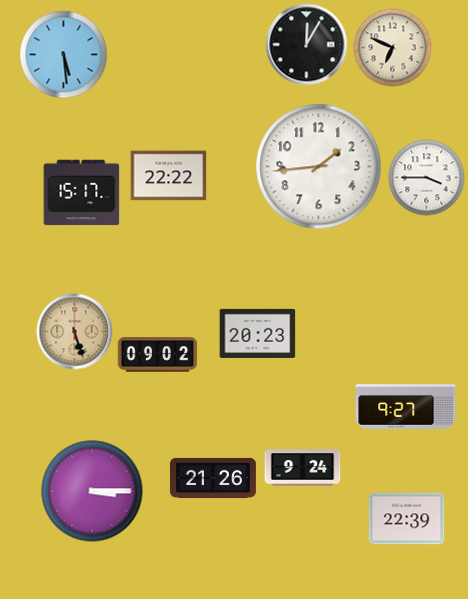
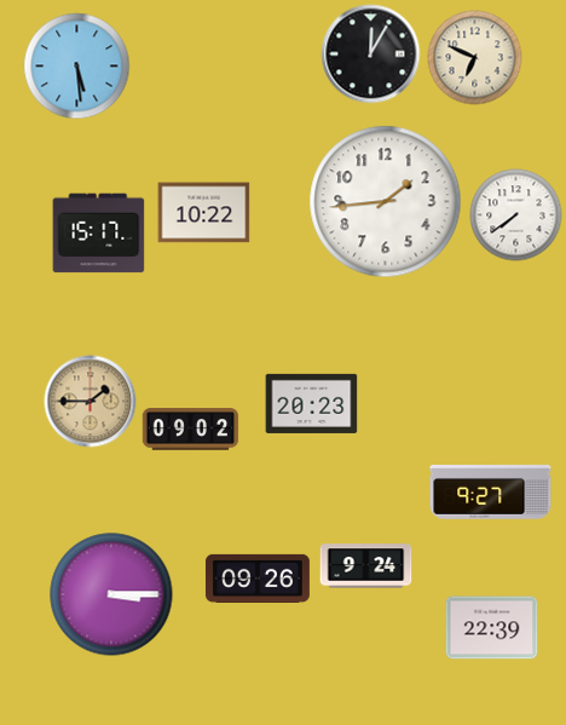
clock at (169, 176): 22:22 -> 10:22
clock at (427, 178): 3:45 -> 7:39
clock at (75, 332): 5:27 -> 1:45
clock at (213, 478): 21:26 -> 09:26
